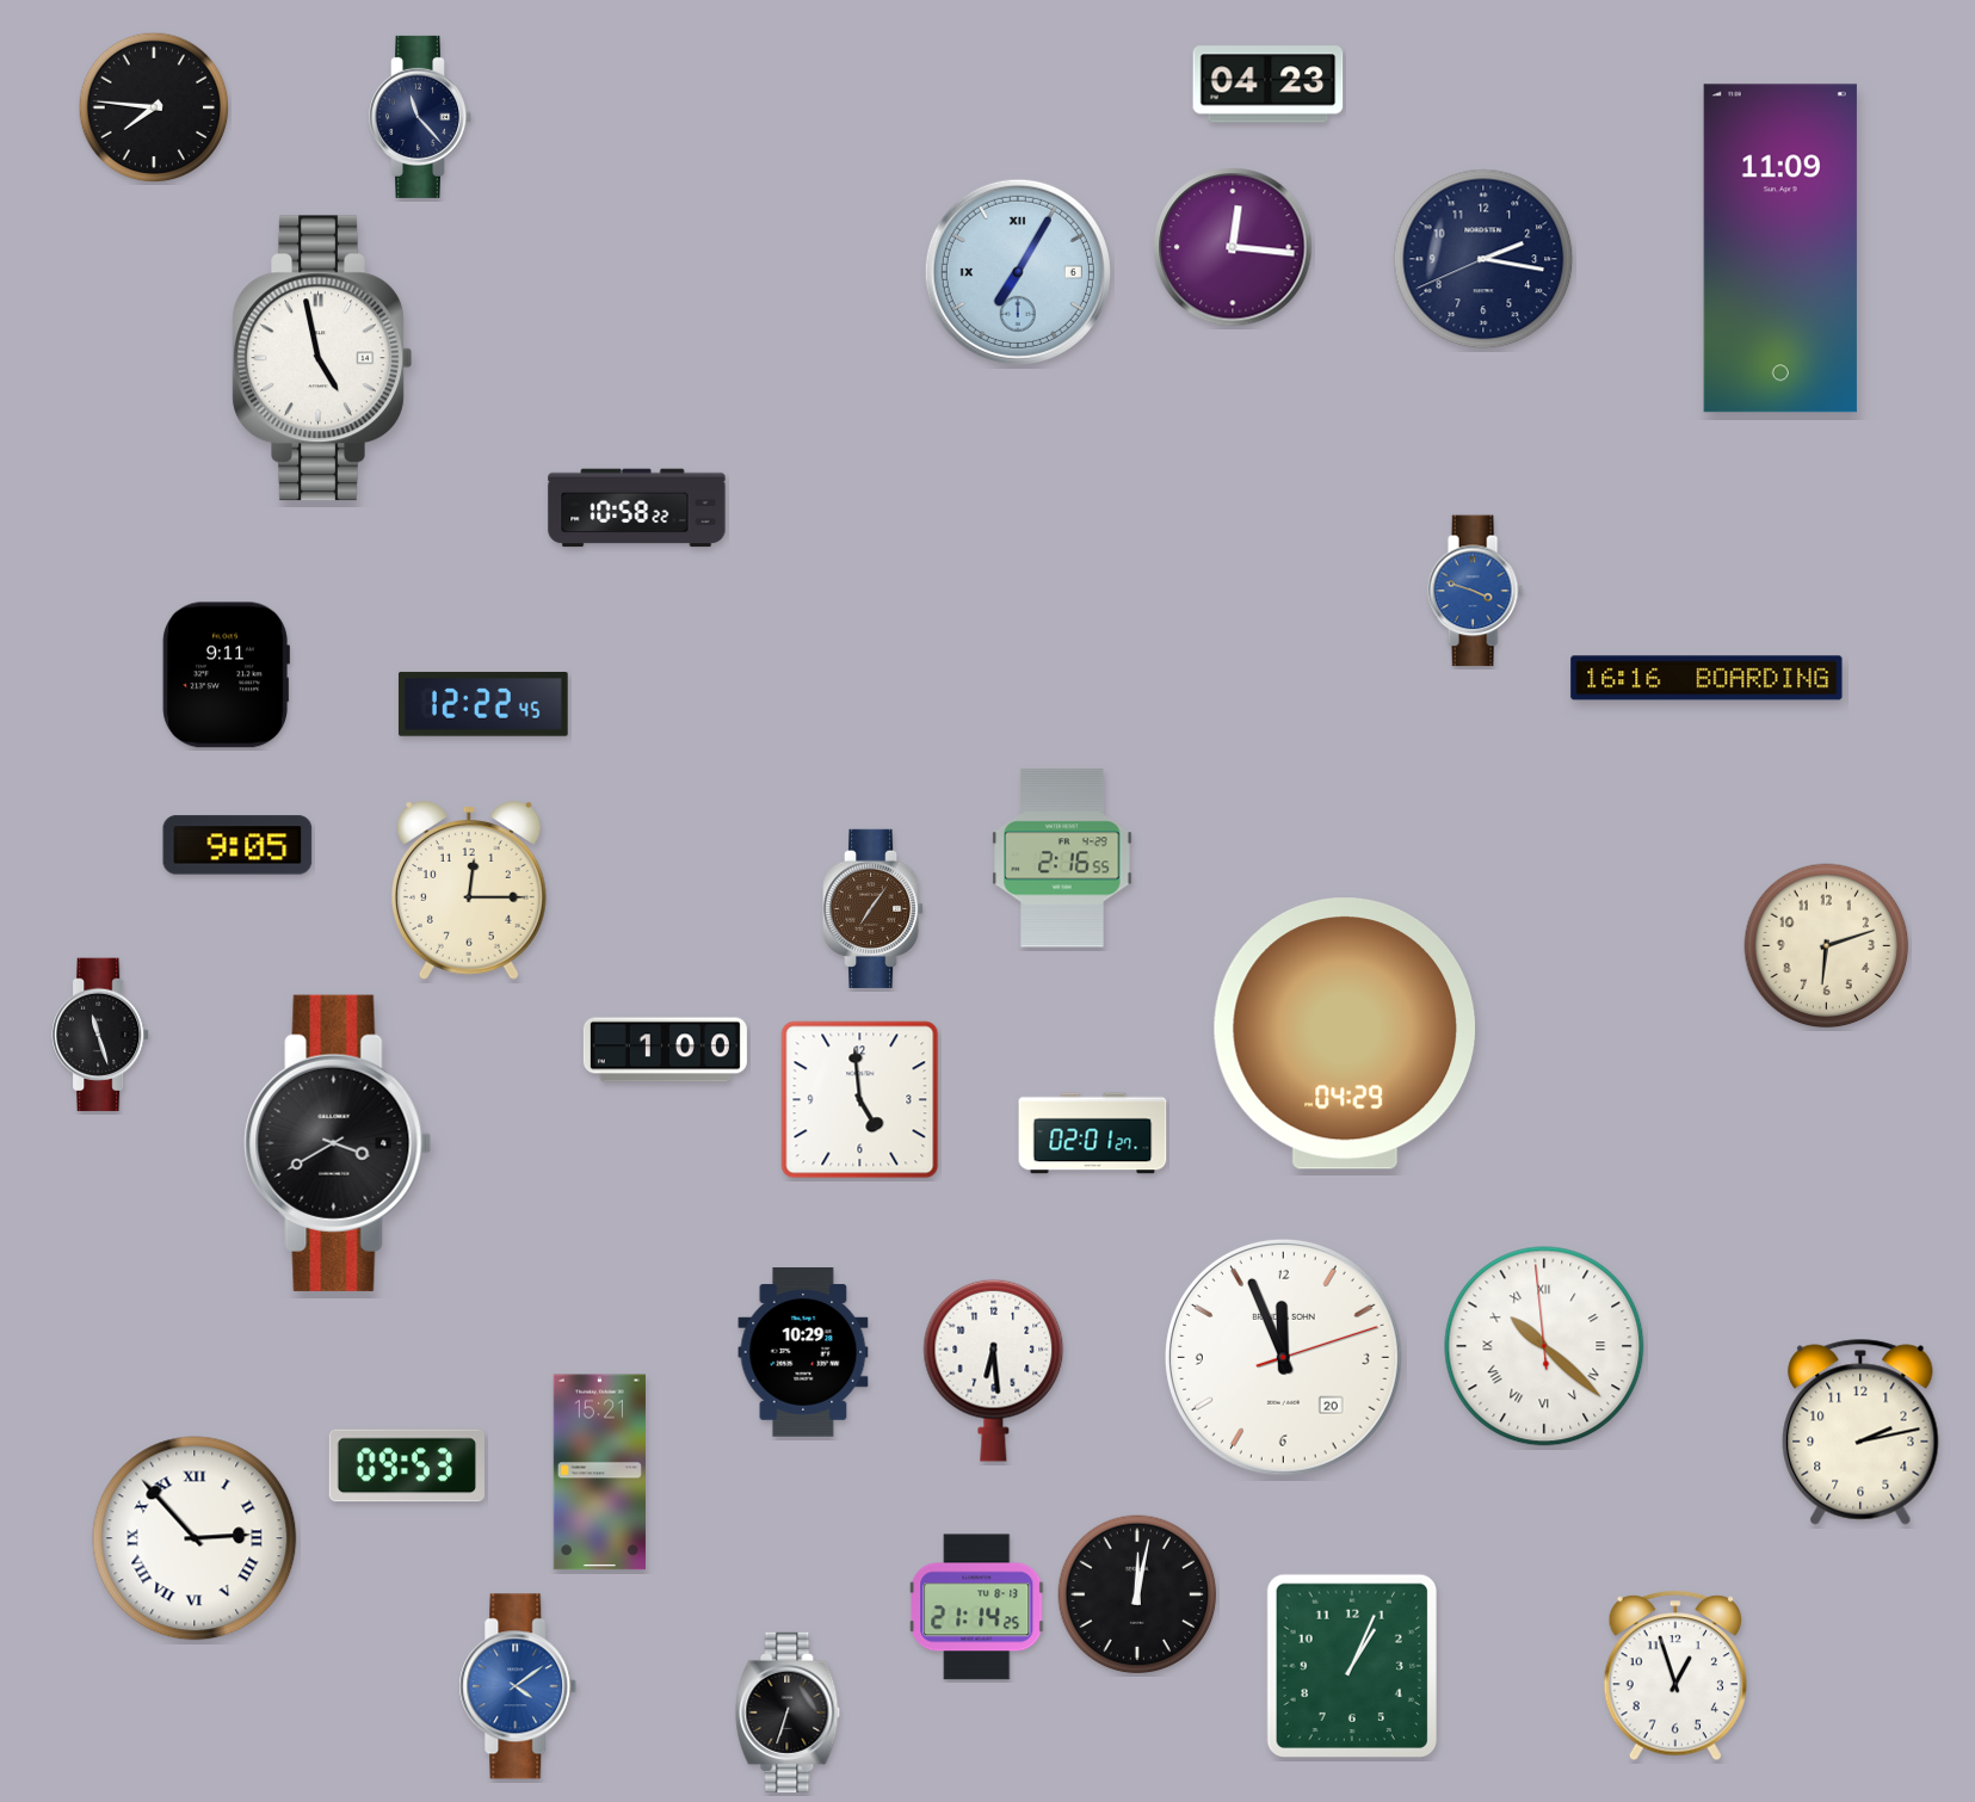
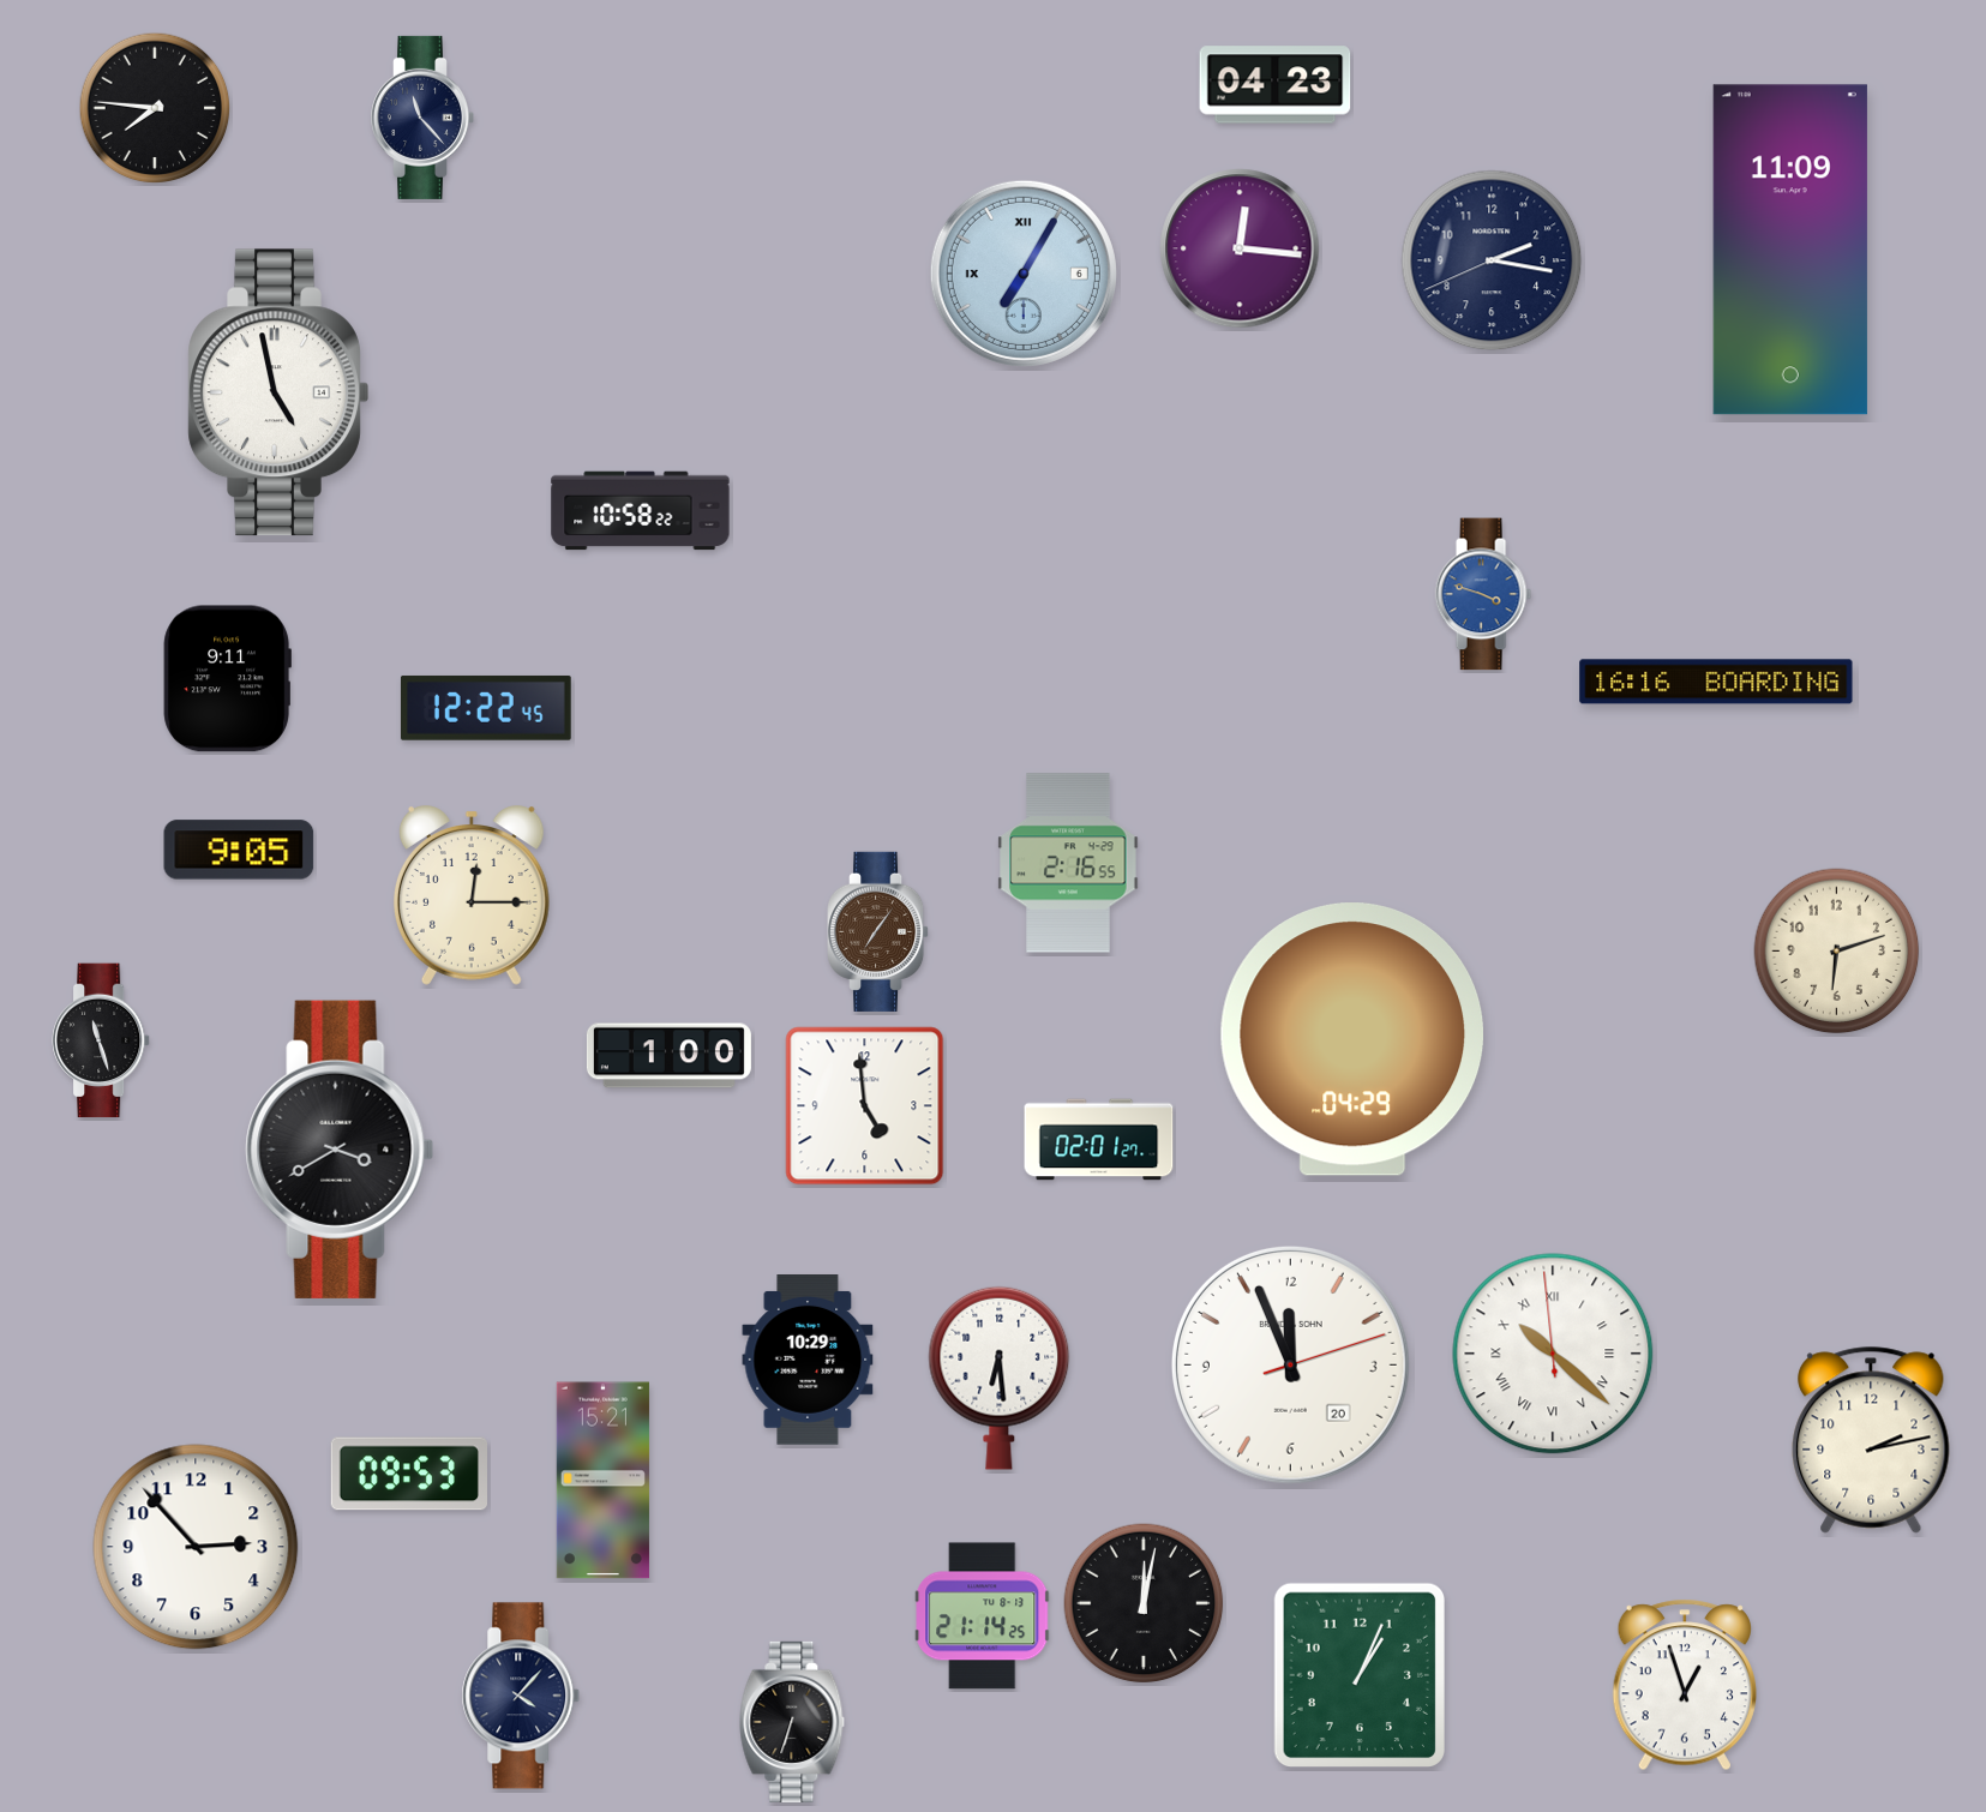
clock at (322, 358) position: (322, 358) -> (278, 392)
clock at (875, 908) position: (875, 908) -> (880, 931)
clock at (195, 1538) numerals: Roman -> Arabic
clock at (518, 1686): 4:09 -> 4:07
clock at (518, 1686) dial: blue -> navy
